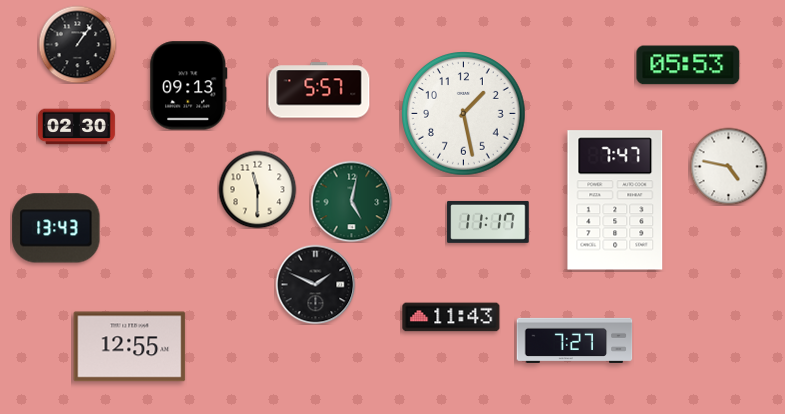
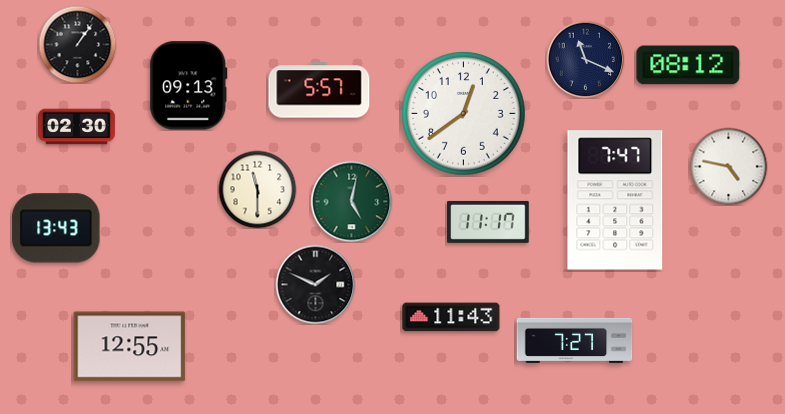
clock at (585, 59): none -> 11:19
clock at (688, 65): 05:53 -> 08:12
clock at (464, 114): 1:28 -> 12:39
